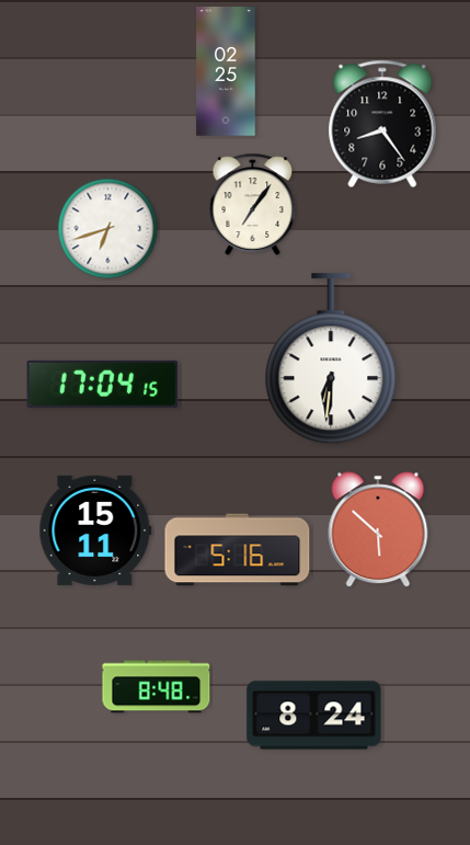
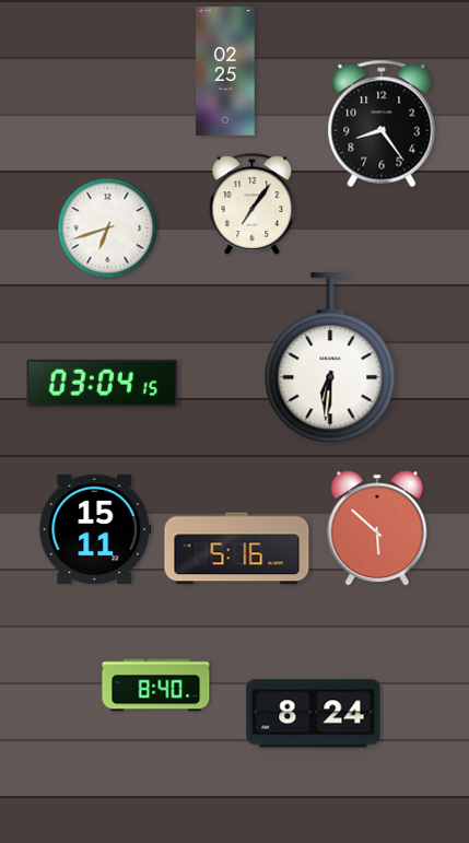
clock at (103, 384): 17:04 -> 03:04
clock at (157, 687): 8:48 -> 8:40
